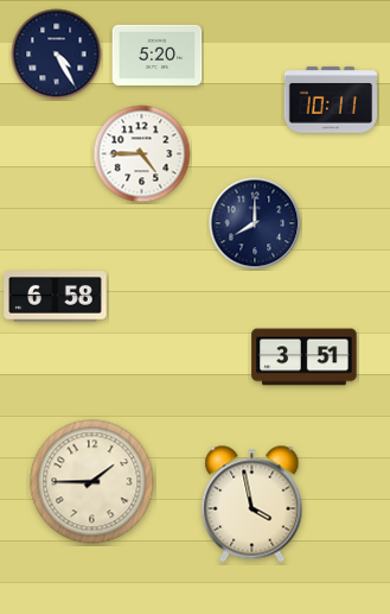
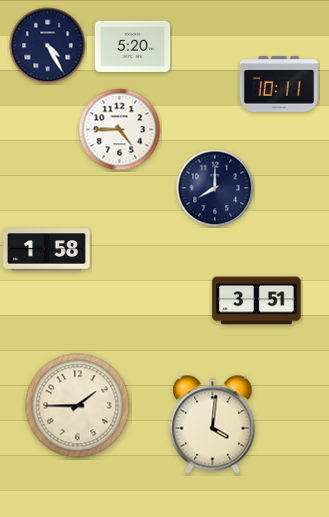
clock at (56, 297): 6:58 -> 1:58
clock at (252, 505): 3:58 -> 4:01
